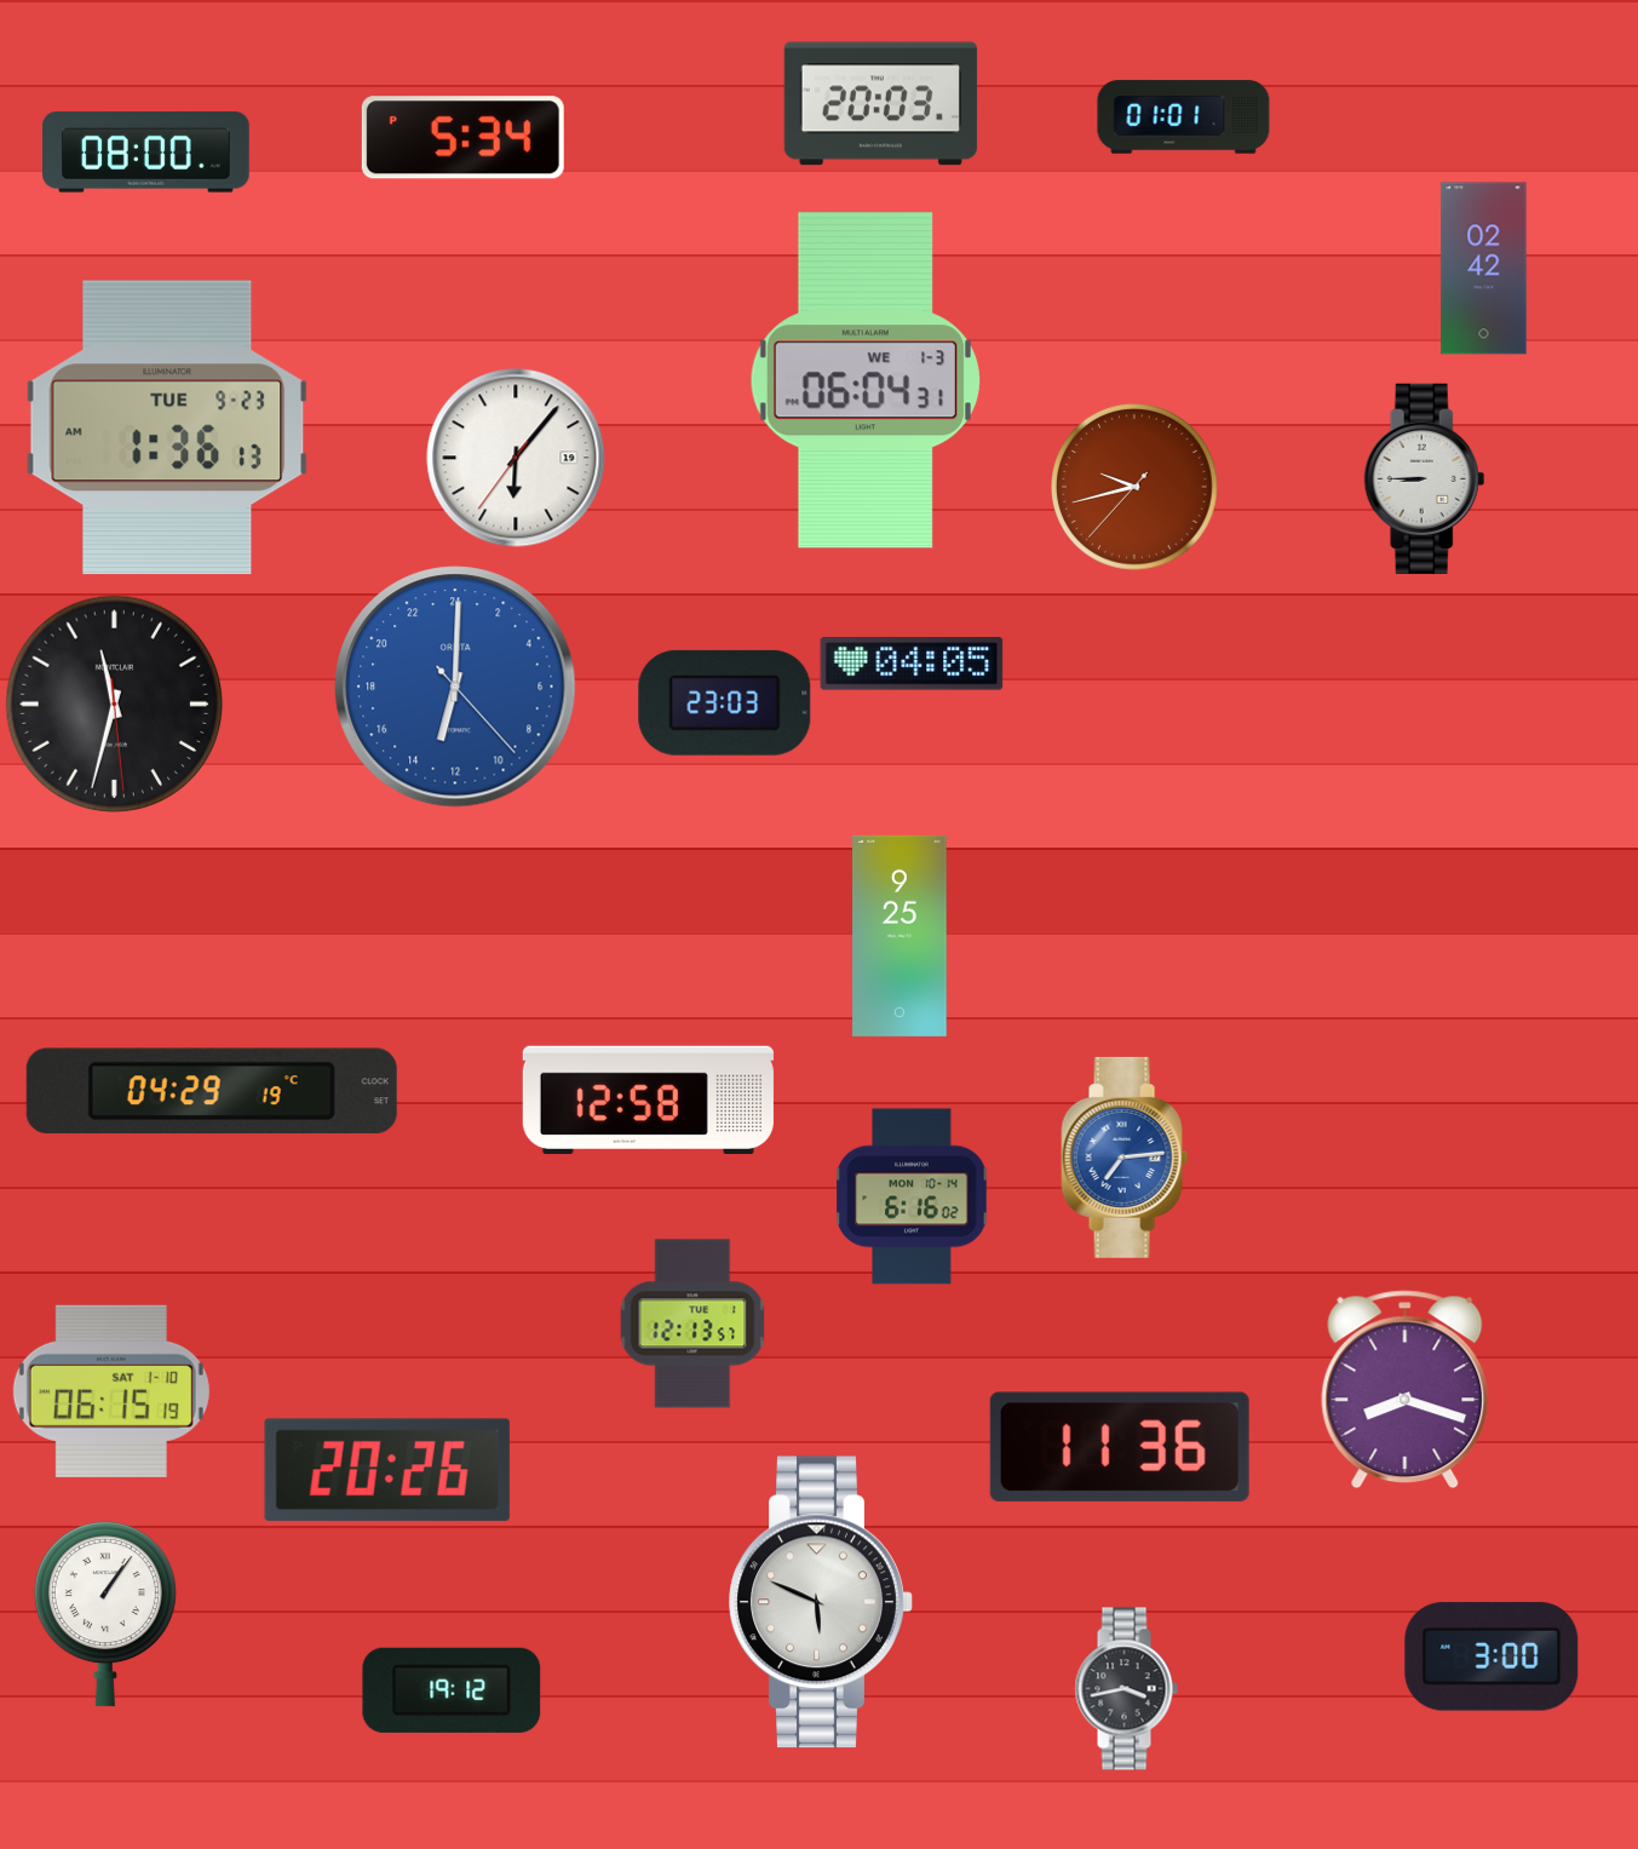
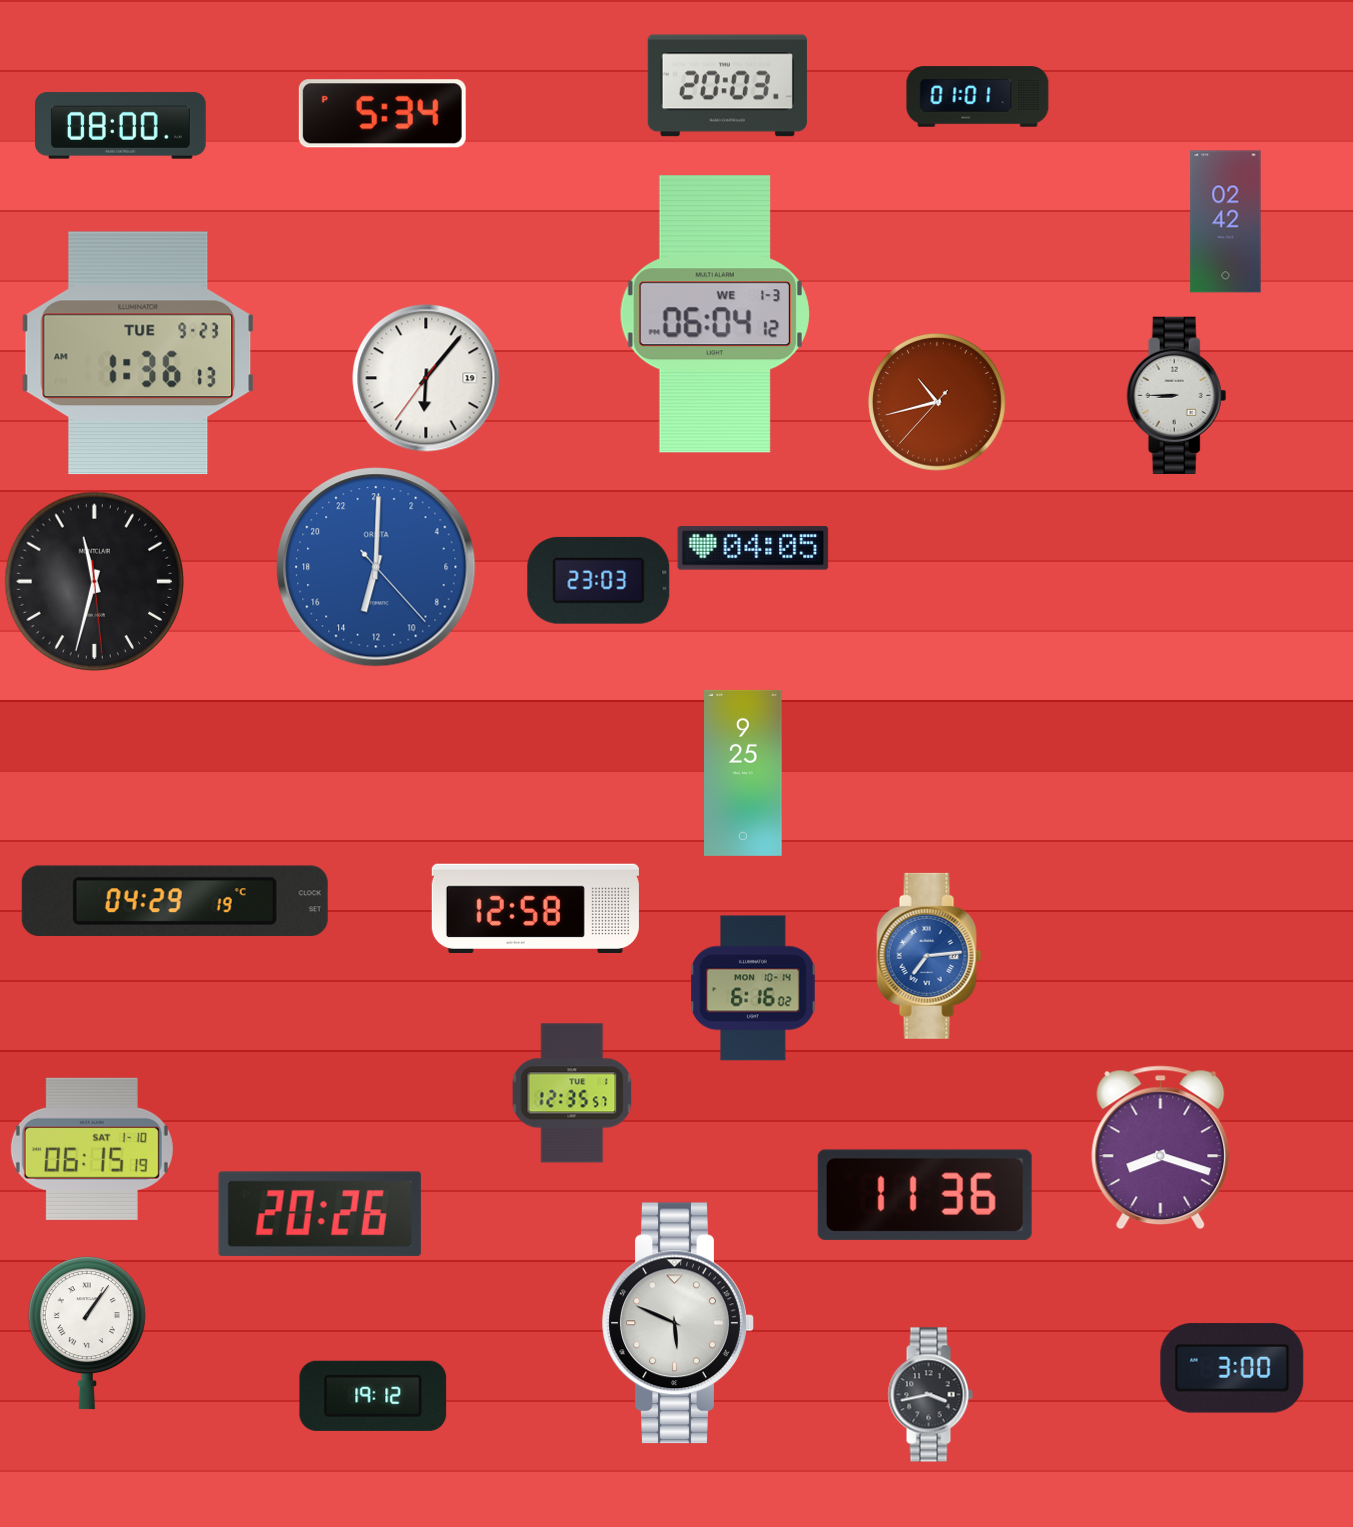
clock at (866, 380): 06:04:31 -> 06:04:12
clock at (1136, 488): 9:42 -> 10:42
clock at (692, 1323): 12:13 -> 12:35
